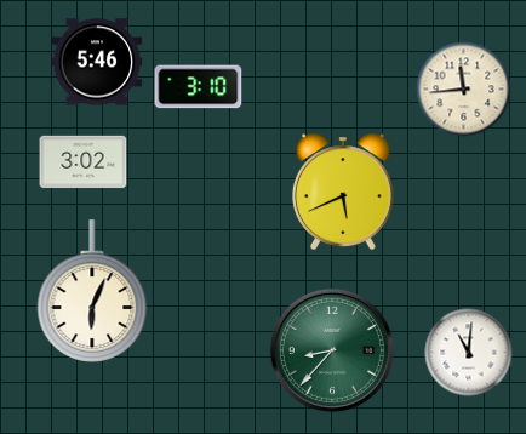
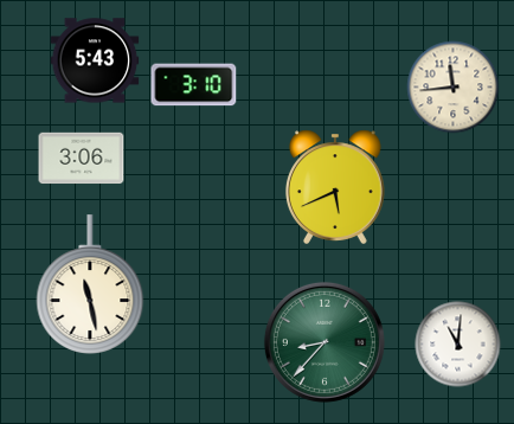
clock at (97, 62): 5:46 -> 5:43
clock at (84, 162): 3:02 -> 3:06
clock at (92, 291): 6:04 -> 11:28
